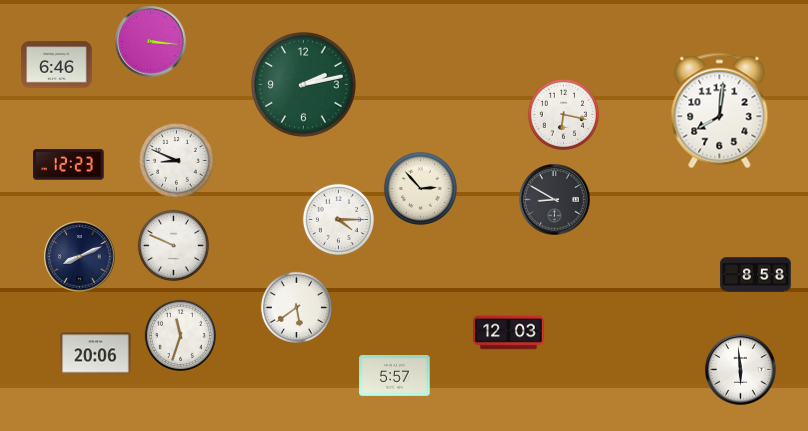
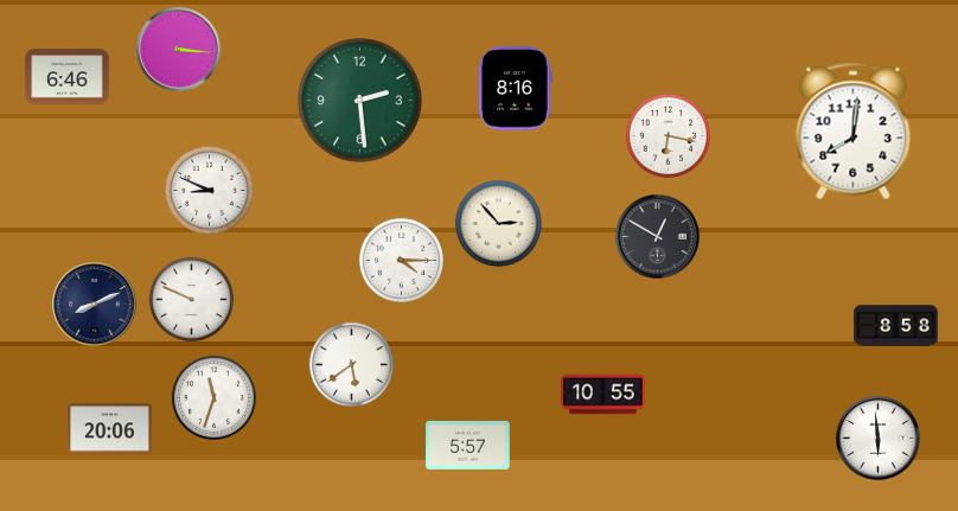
clock at (516, 89): none -> 8:16
clock at (304, 85): 2:13 -> 2:29
clock at (69, 165): 12:23 -> none
clock at (555, 200): 8:50 -> 12:50
clock at (173, 245) position: (173, 245) -> (191, 299)
clock at (509, 333): 12:03 -> 10:55
clock at (96, 354) position: (96, 354) -> (110, 429)
